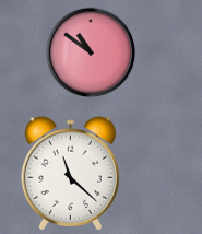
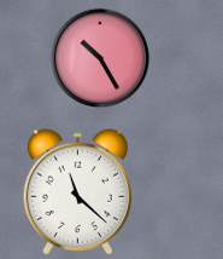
clock at (91, 52): 10:51 -> 10:25
